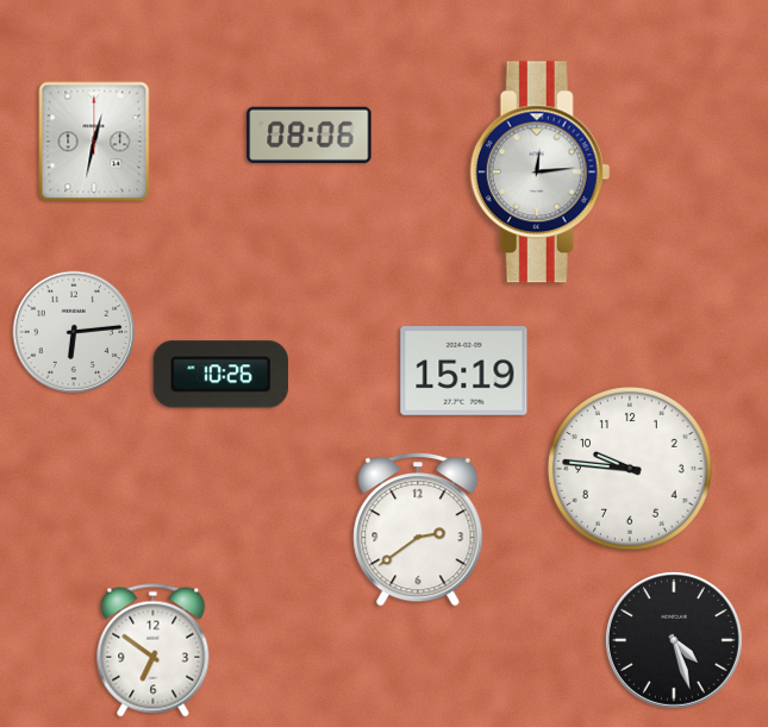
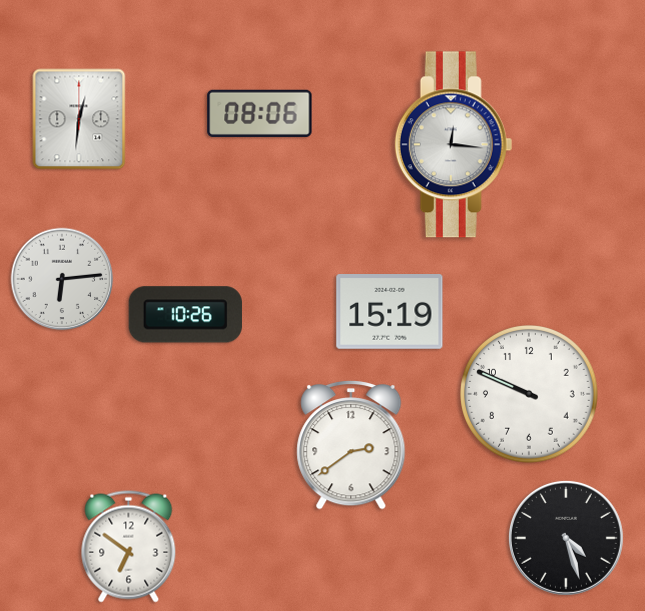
clock at (94, 142): 12:32 -> 12:31
clock at (541, 173): 12:14 -> 12:16
clock at (631, 470): 9:46 -> 9:49
